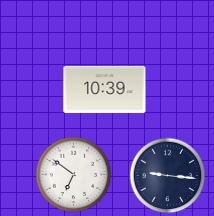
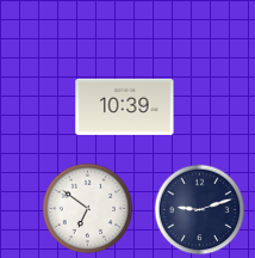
clock at (168, 176): 9:16 -> 9:12
